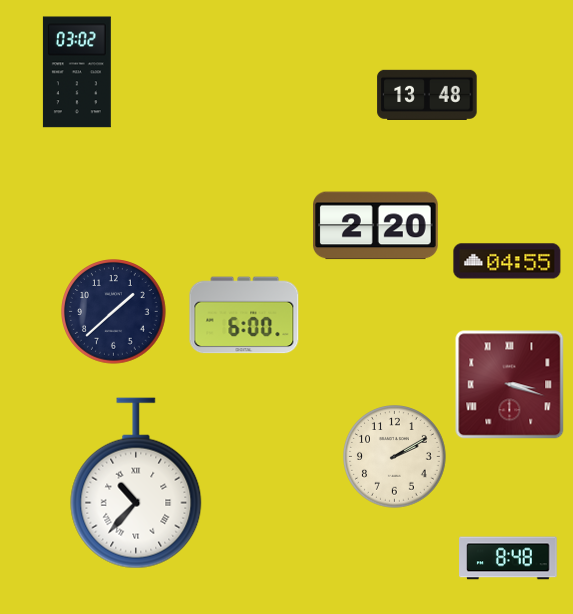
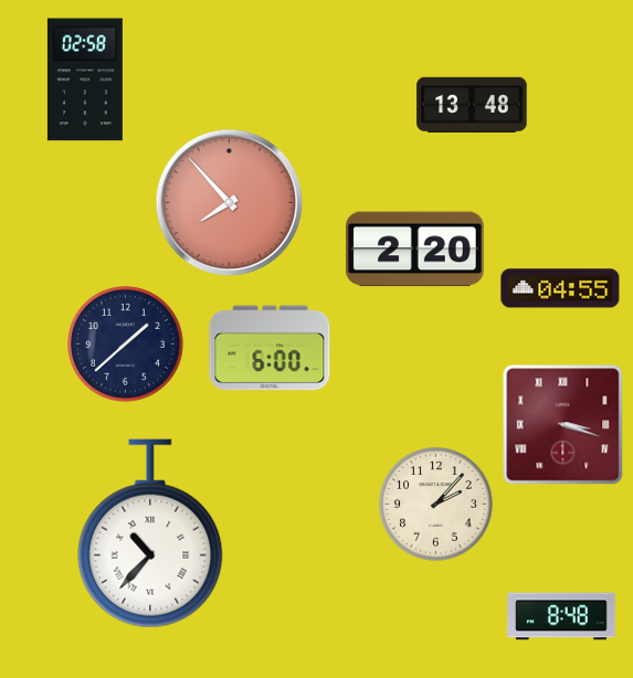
clock at (77, 72): 03:02 -> 02:58
clock at (230, 203): none -> 7:53
clock at (395, 457): 2:10 -> 2:07
